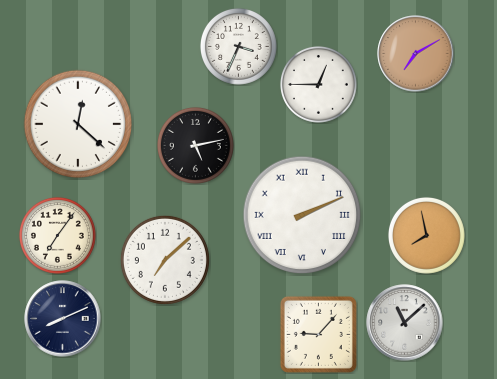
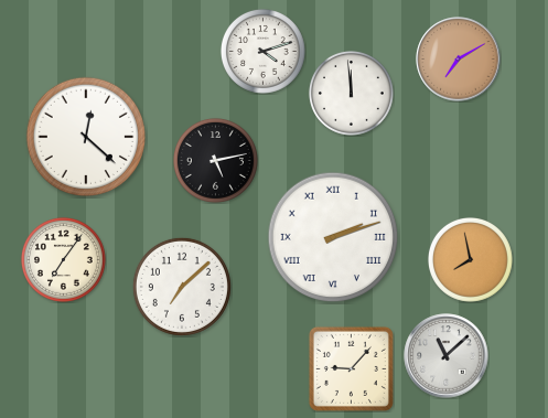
clock at (238, 46): 3:34 -> 4:12
clock at (318, 84): 12:45 -> 11:59
clock at (302, 215): 2:11 -> 2:12
clock at (63, 319): 8:11 -> none
